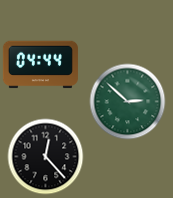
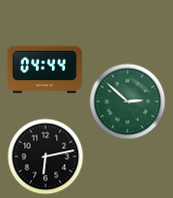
clock at (40, 65) position: (40, 65) -> (44, 70)
clock at (46, 157): 12:23 -> 6:13
